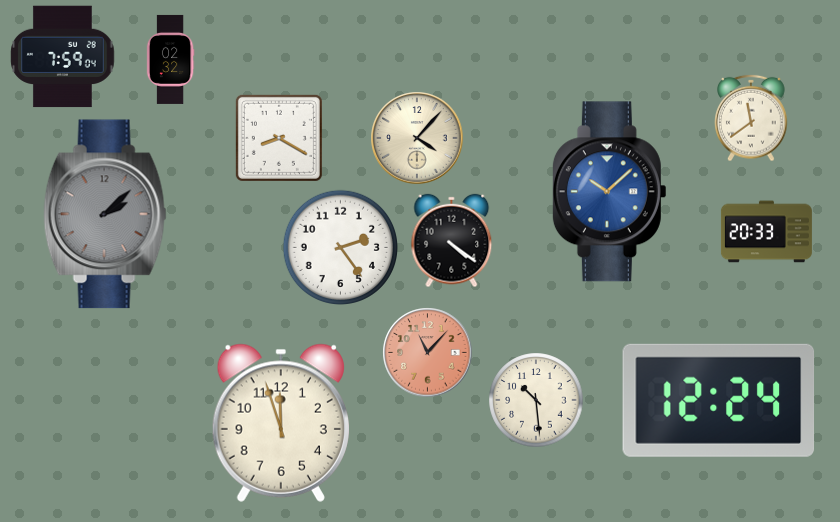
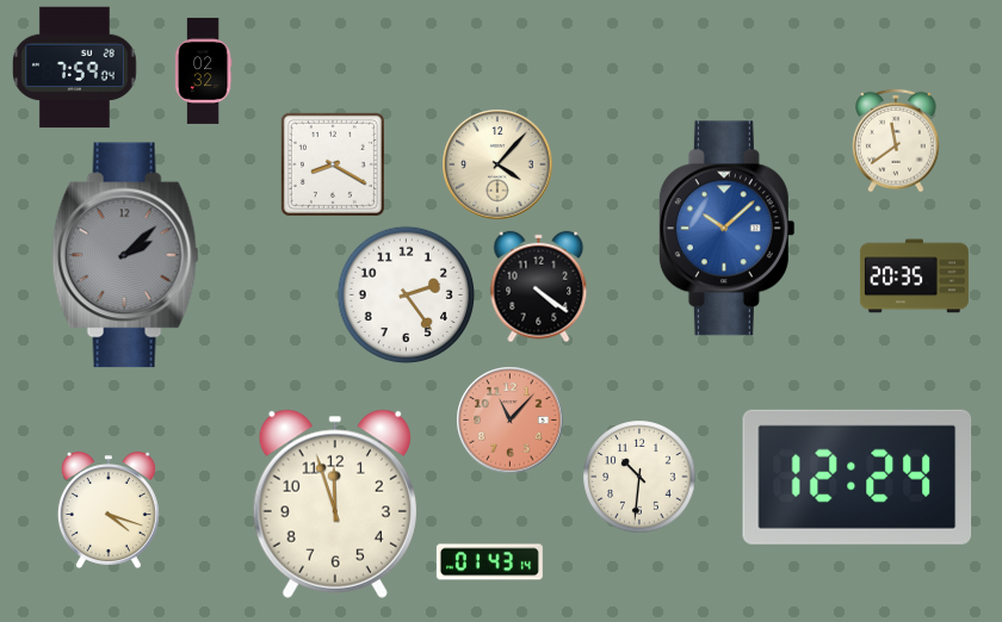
clock at (766, 232): 20:33 -> 20:35
clock at (536, 400): 10:29 -> 10:31
clock at (109, 510): none -> 4:18
clock at (489, 562): none -> 01:43
